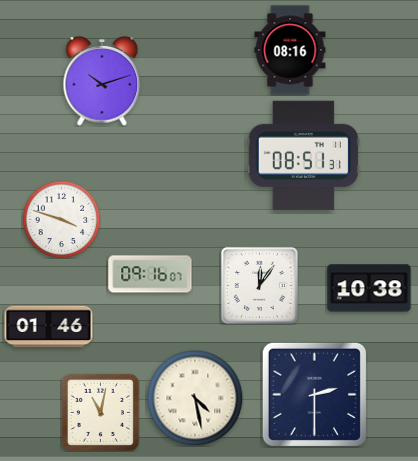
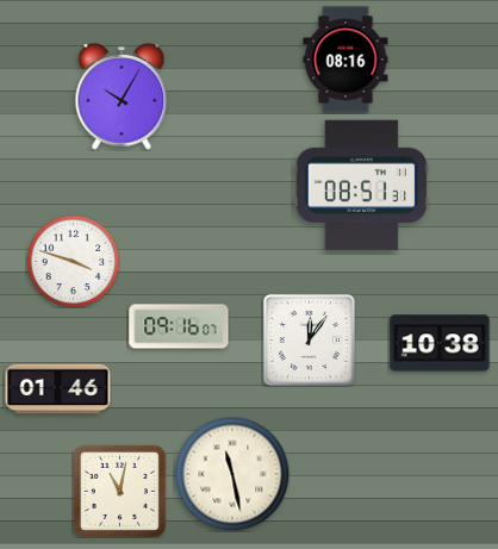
clock at (102, 81): 10:12 -> 10:05
clock at (314, 394): 2:30 -> none
clock at (195, 398): 4:28 -> 11:28
